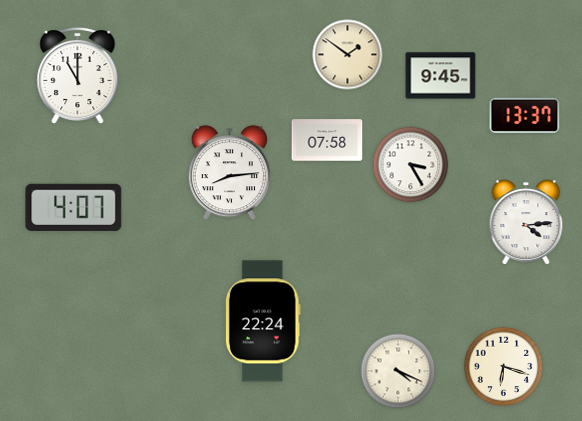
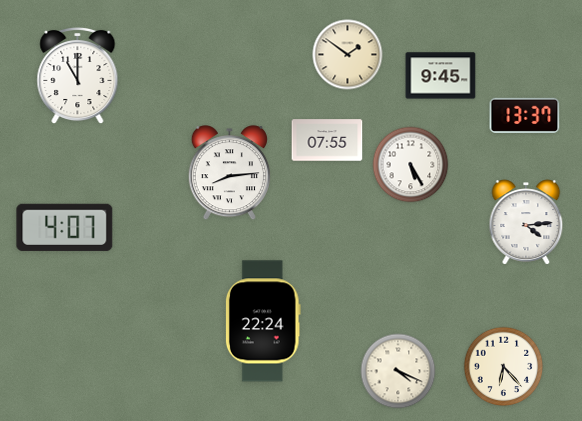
clock at (327, 140): 07:58 -> 07:55
clock at (411, 165): 3:25 -> 5:25
clock at (74, 207) position: (74, 207) -> (65, 227)
clock at (504, 367): 6:18 -> 6:23
